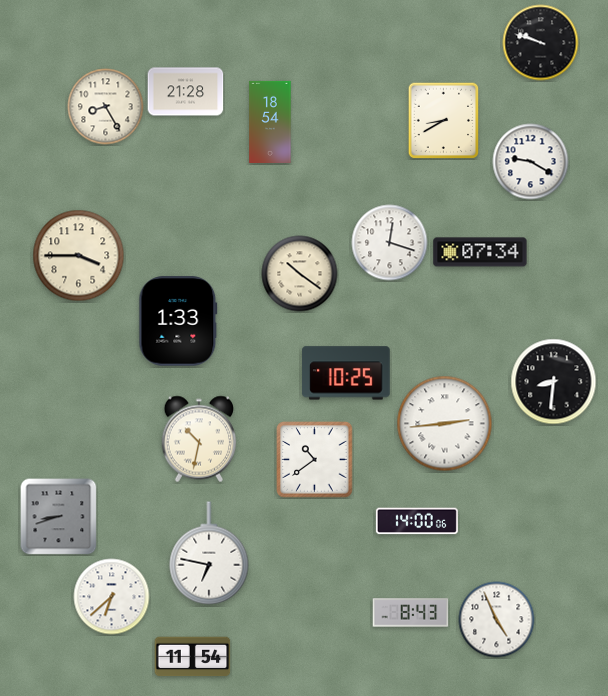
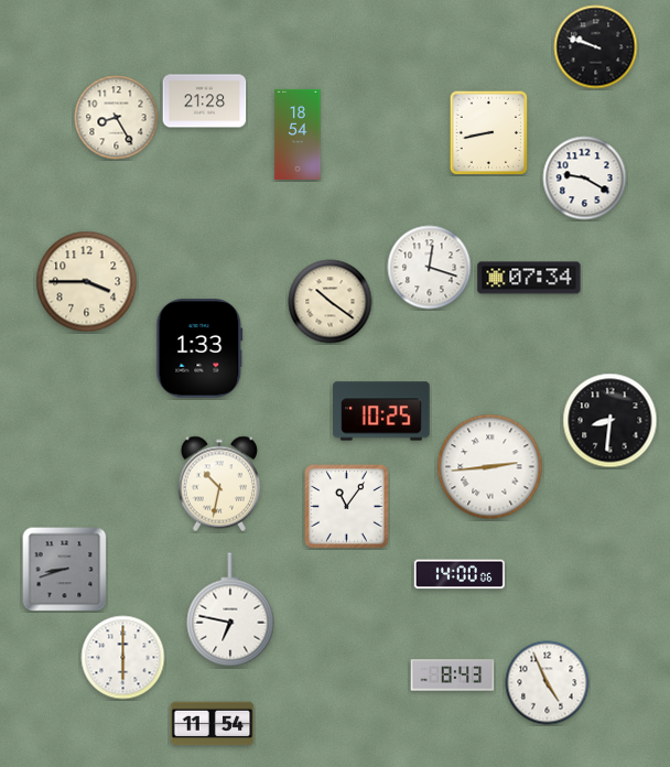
clock at (444, 120): 8:40 -> 8:43
clock at (178, 321) position: (178, 321) -> (199, 348)
clock at (315, 460): 10:39 -> 11:06
clock at (112, 597): 6:38 -> 6:00
